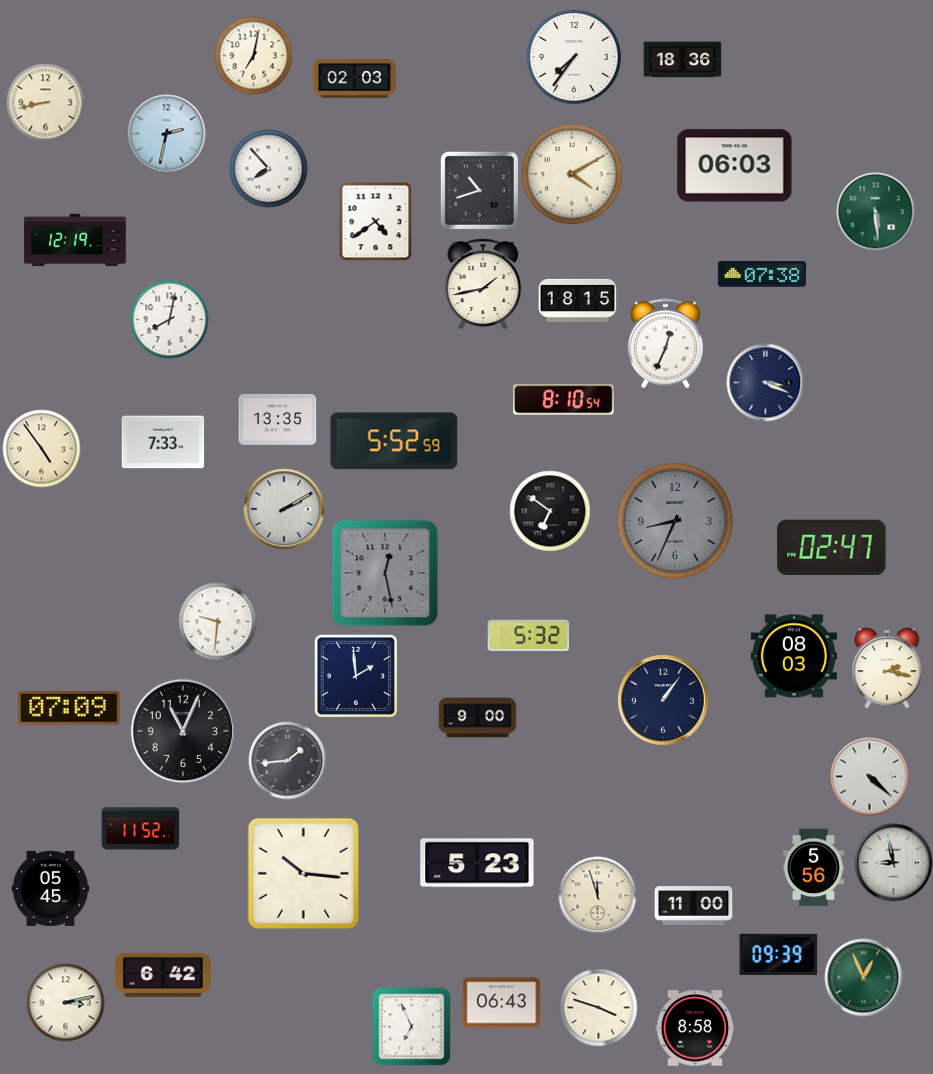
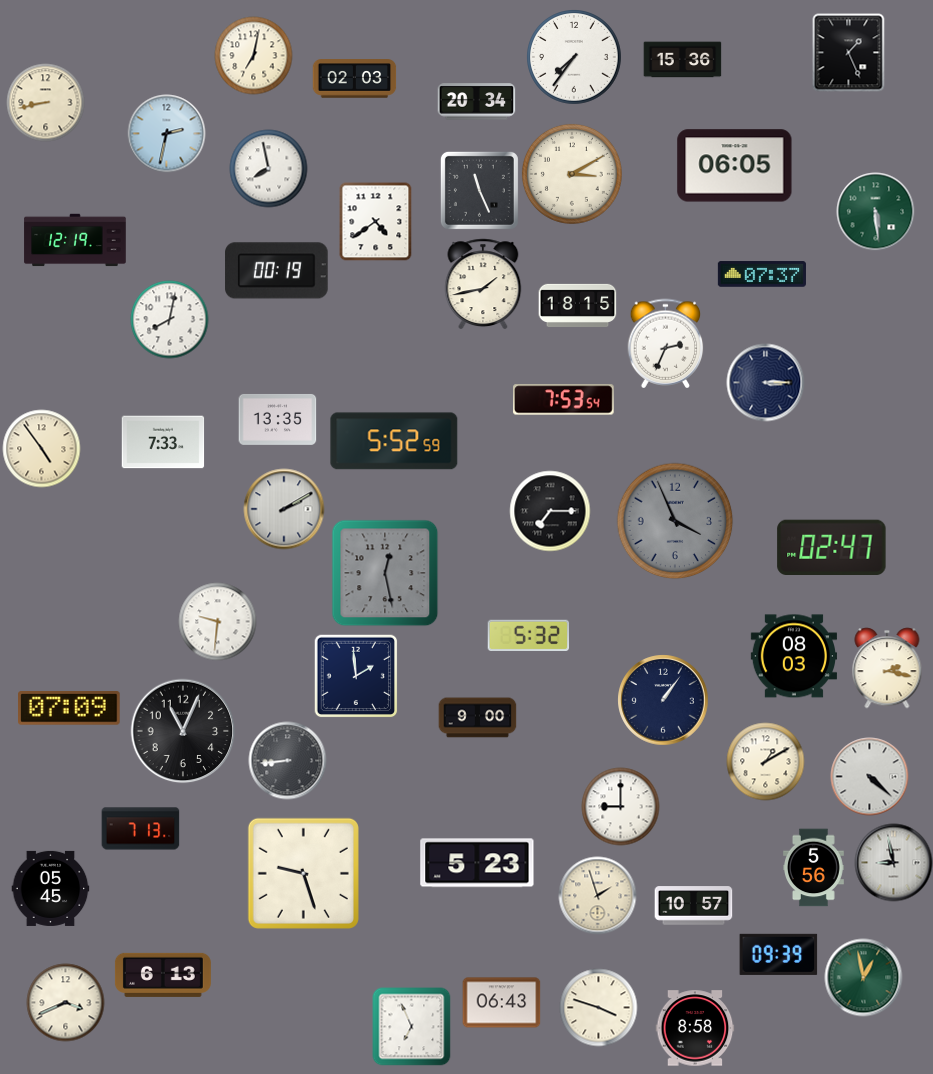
clock at (849, 52): none -> 1:26
clock at (682, 60): 18:36 -> 15:36
clock at (476, 102): none -> 20:34
clock at (735, 166): 06:03 -> 06:05
clock at (268, 168): 7:53 -> 7:58
clock at (572, 174): 4:10 -> 3:10
clock at (479, 190): 10:42 -> 11:26
clock at (277, 271): none -> 00:19
clock at (762, 274): 07:38 -> 07:37
clock at (577, 300) position: (577, 300) -> (577, 305)
clock at (666, 343): 12:34 -> 2:34
clock at (765, 382): 3:19 -> 3:15
clock at (564, 400): 8:10 -> 7:53
clock at (550, 511): 6:51 -> 7:15
clock at (675, 521): 8:34 -> 3:56
clock at (287, 760): 1:44 -> 8:44
clock at (765, 761): none -> 1:10
clock at (620, 806): none -> 9:00
clock at (140, 829): 11:52 -> 7:13
clock at (303, 873): 10:16 -> 9:27
clock at (597, 895): 11:57 -> 1:57
clock at (693, 906): 11:00 -> 10:57
clock at (163, 975): 6:42 -> 6:13
clock at (863, 977): 12:56 -> 12:58
clock at (65, 1002): 3:13 -> 3:41
